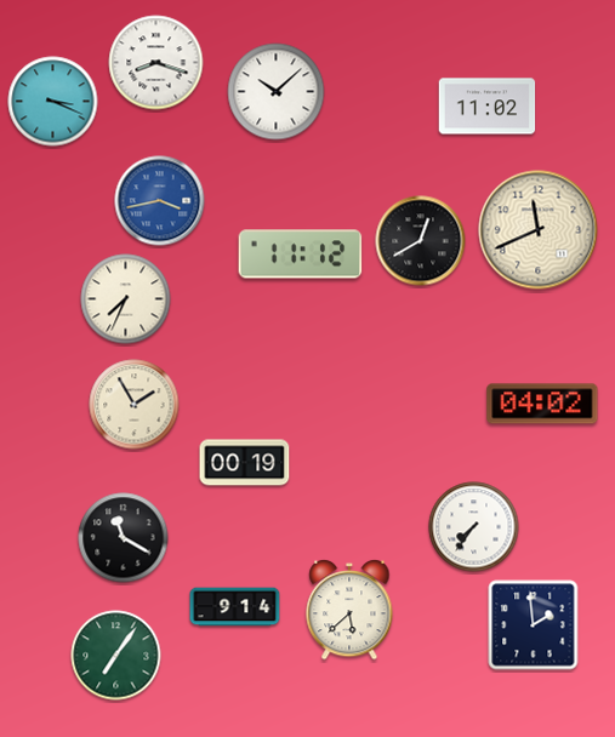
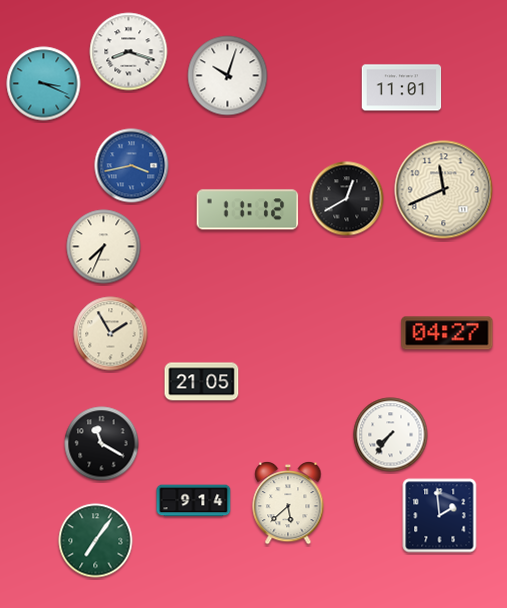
clock at (277, 92): 10:08 -> 10:03
clock at (488, 107): 11:02 -> 11:01
clock at (542, 404): 04:02 -> 04:27
clock at (245, 463): 00:19 -> 21:05
